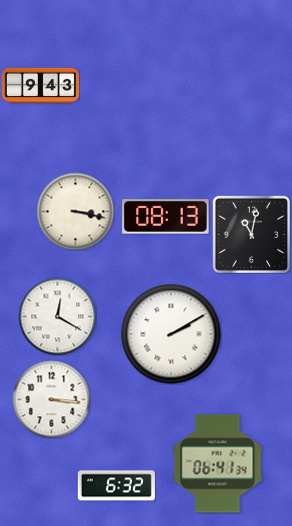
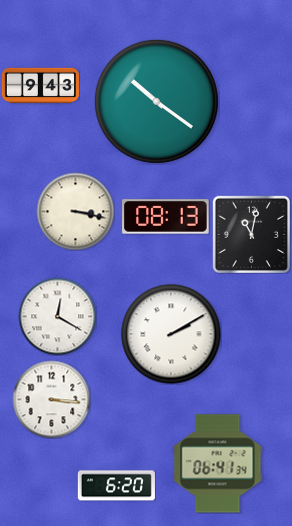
clock at (156, 101): none -> 10:21
clock at (116, 486): 6:32 -> 6:20
